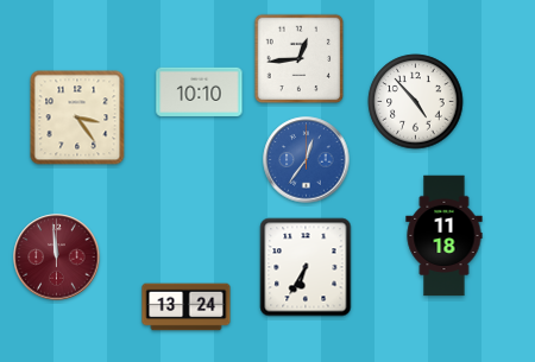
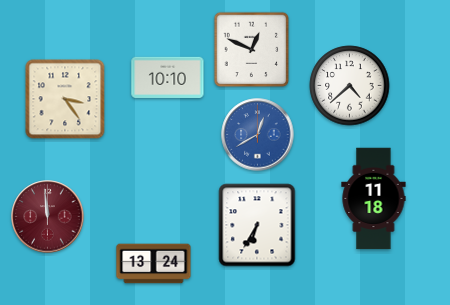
clock at (300, 59): 12:44 -> 12:49
clock at (416, 102): 4:53 -> 4:38
clock at (307, 160): 12:36 -> 12:40
clock at (187, 307) position: (187, 307) -> (154, 264)
